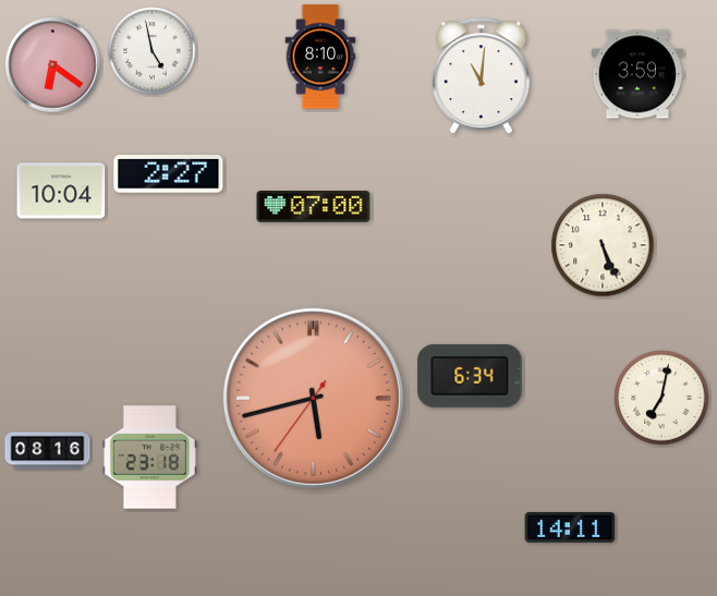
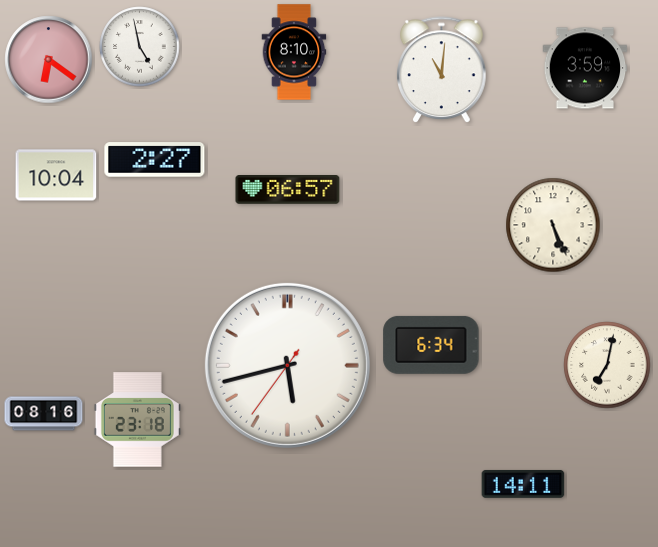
clock at (314, 207): 07:00 -> 06:57
clock at (313, 398) dial: salmon -> white
